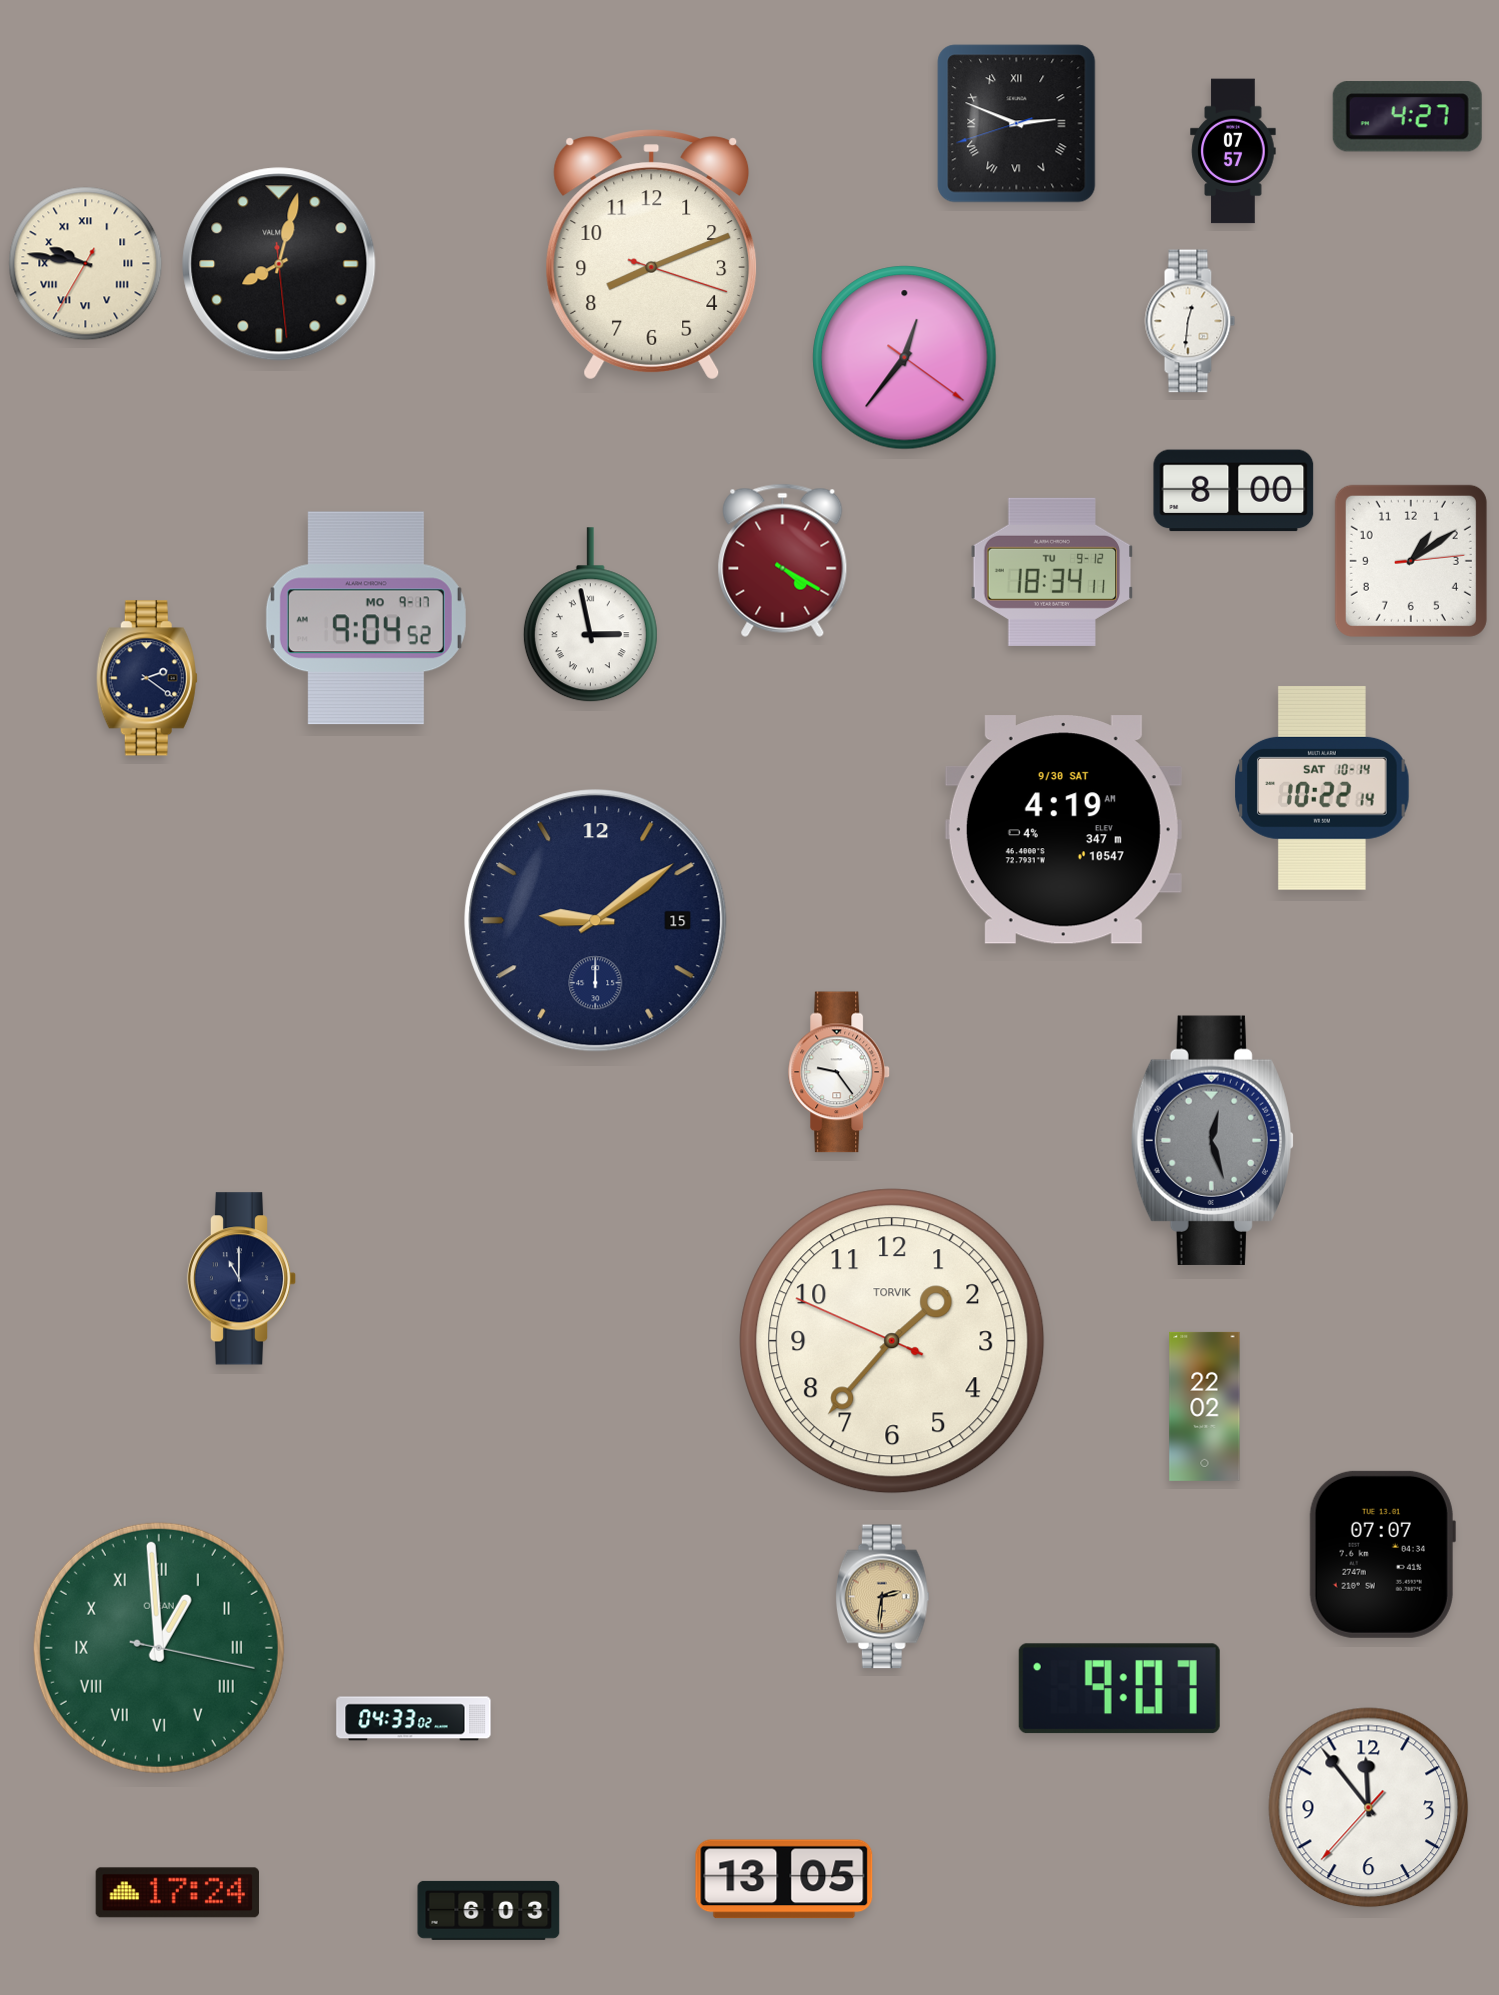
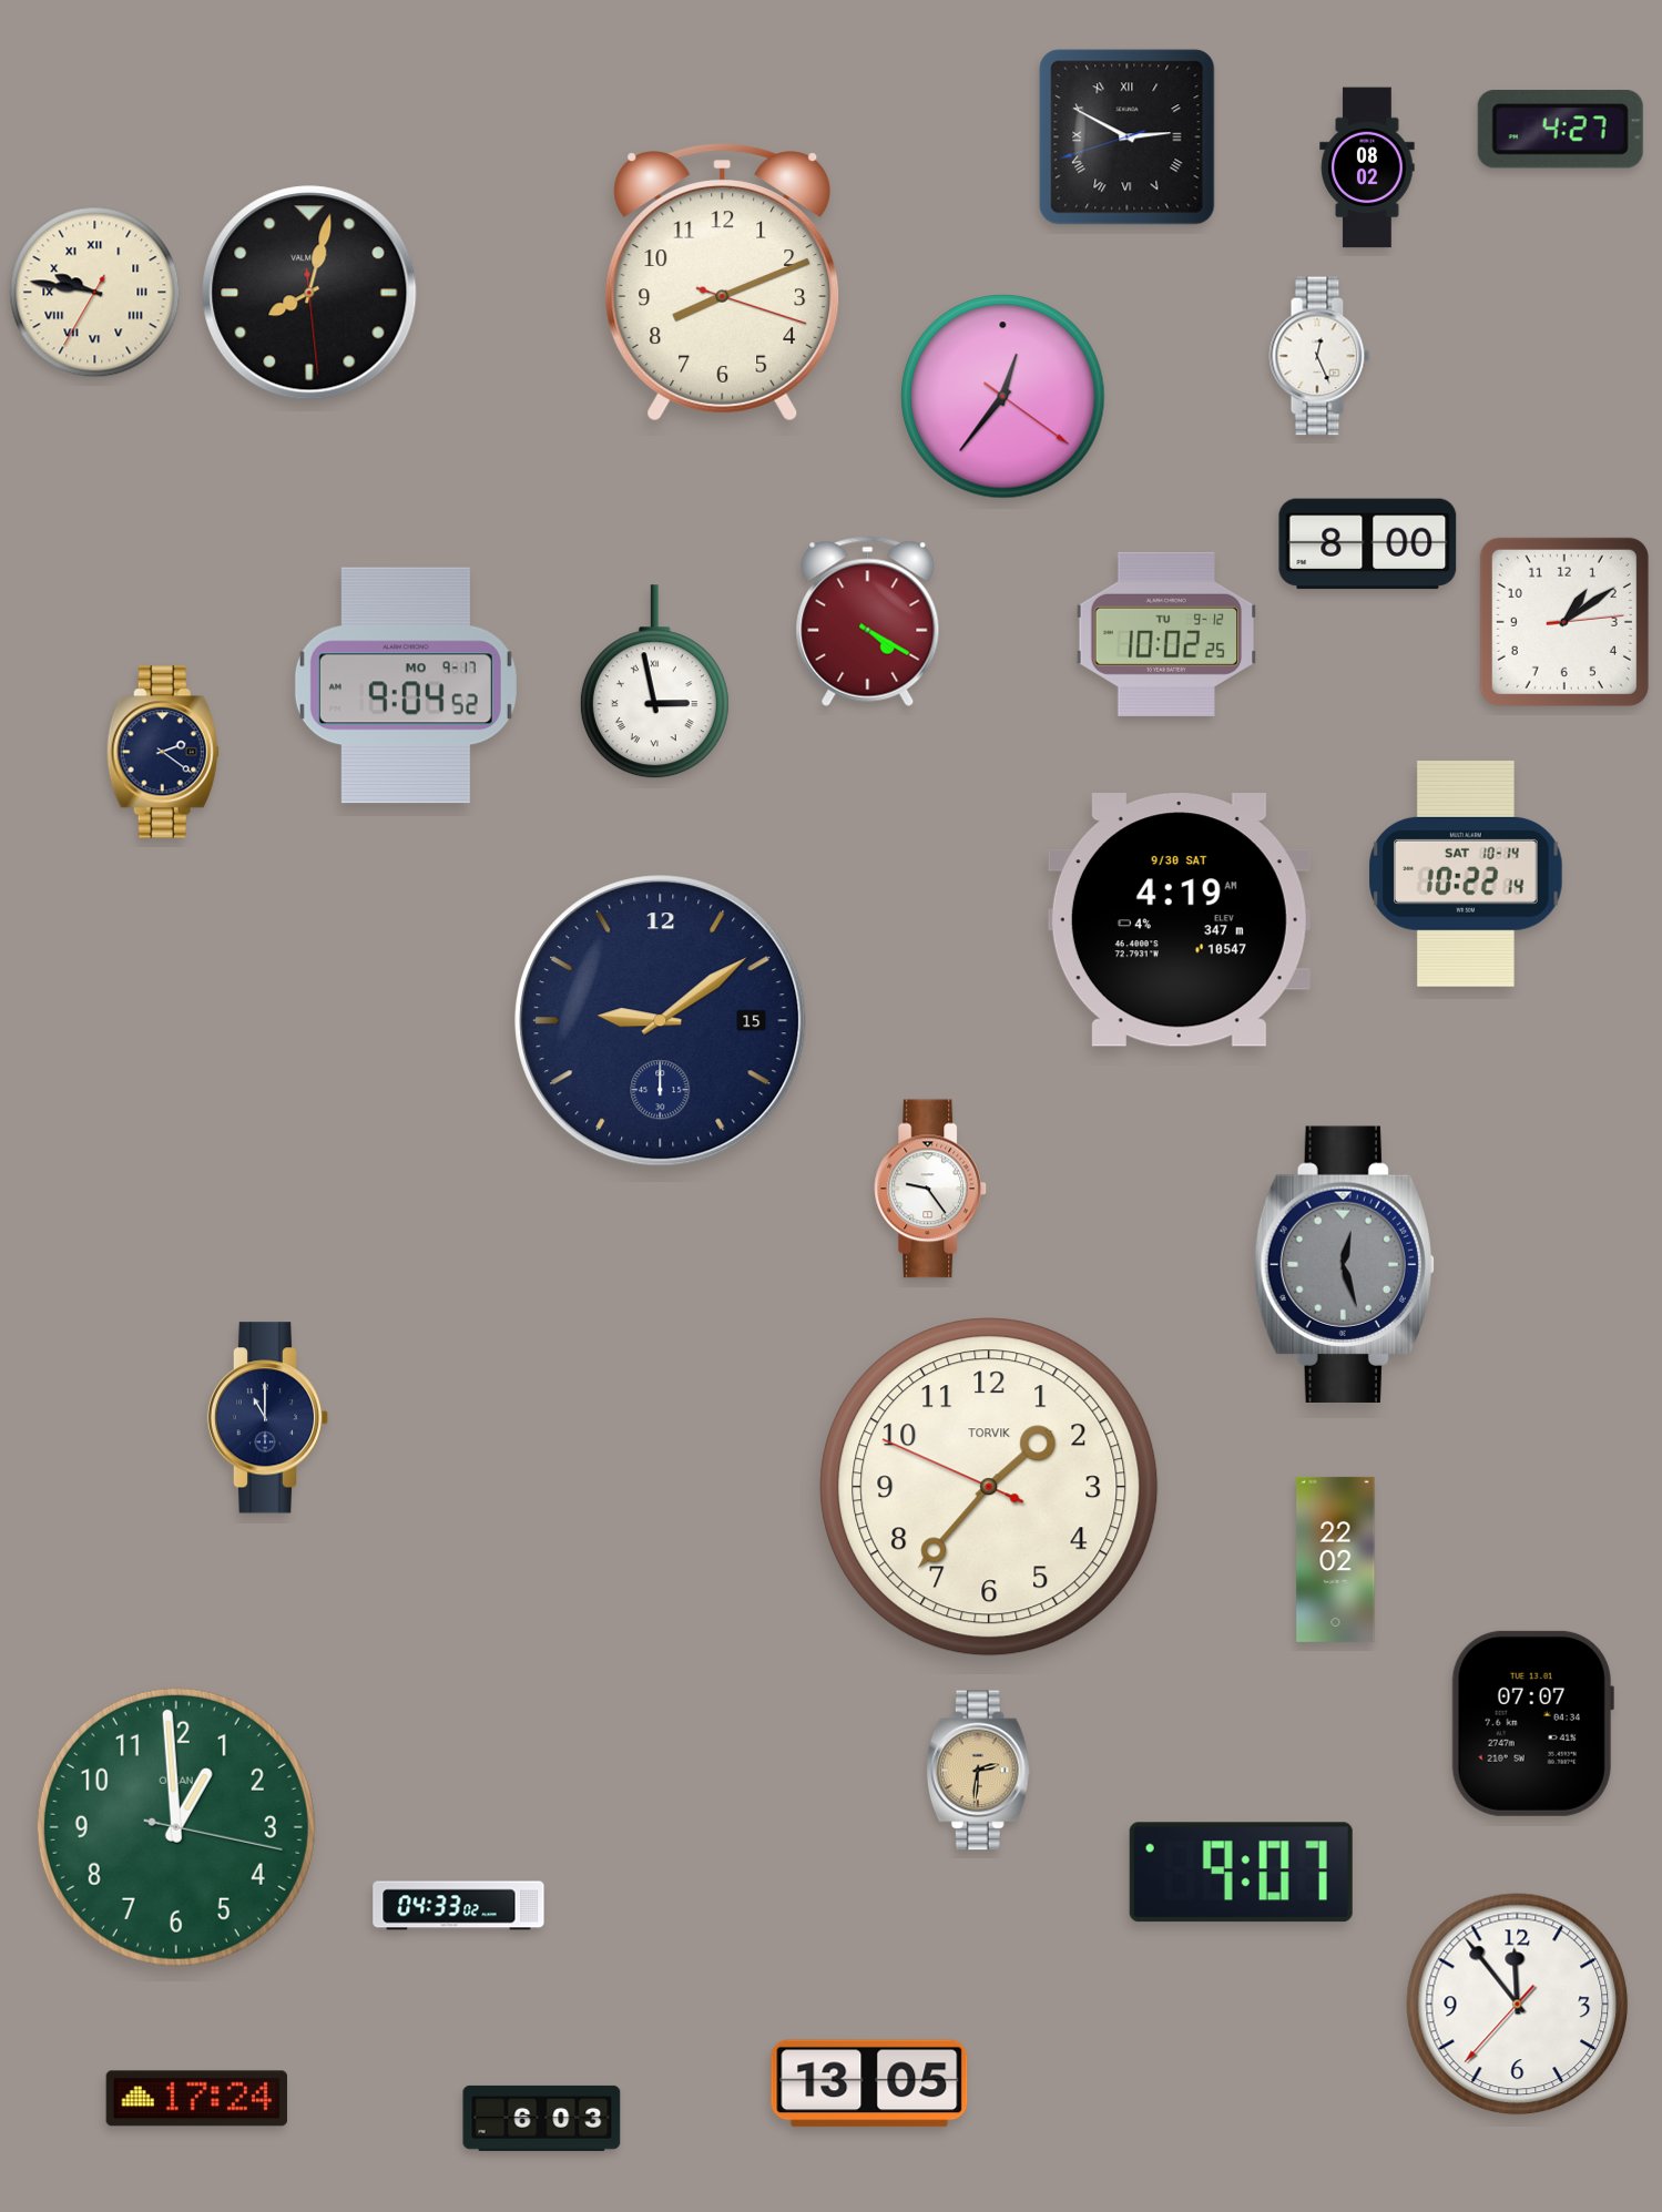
clock at (1017, 124): 2:48 -> 2:49
clock at (1233, 151): 07:57 -> 08:02
clock at (1190, 321): 12:31 -> 12:26
clock at (1052, 572): 18:34 -> 10:02
clock at (159, 1648) numerals: Roman -> Arabic
